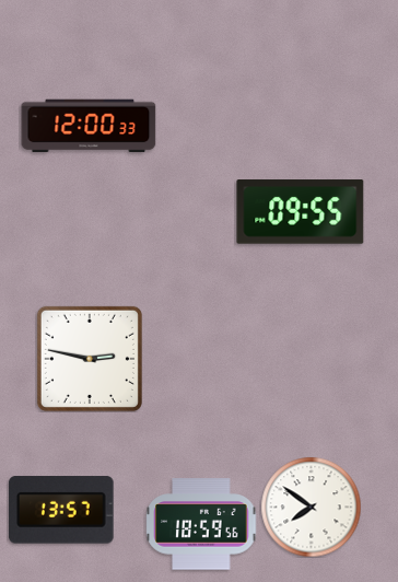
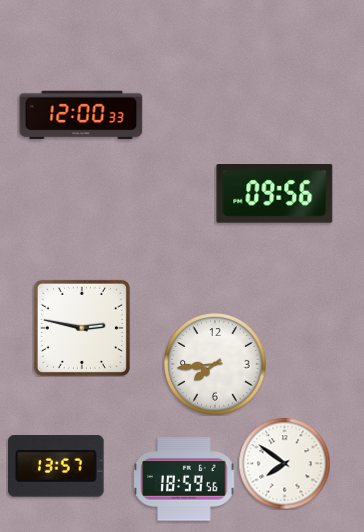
clock at (301, 212): 09:55 -> 09:56
clock at (215, 364): none -> 7:44
